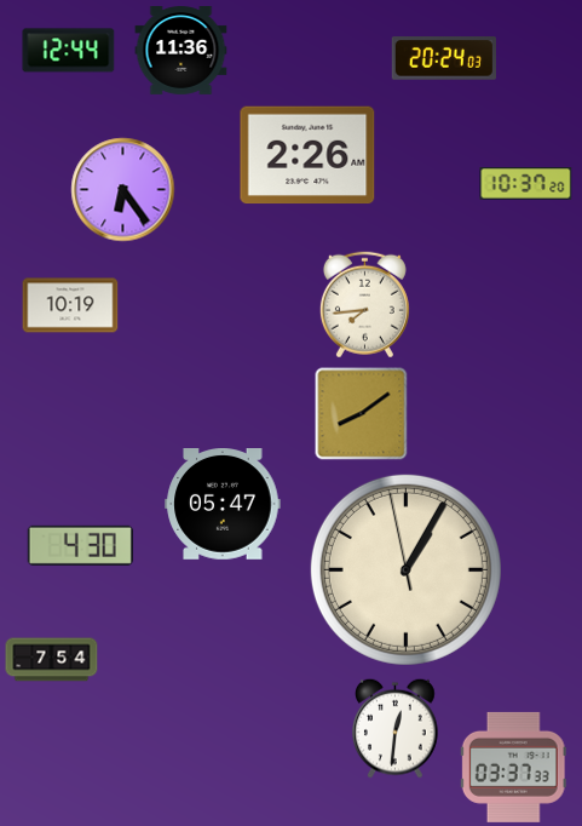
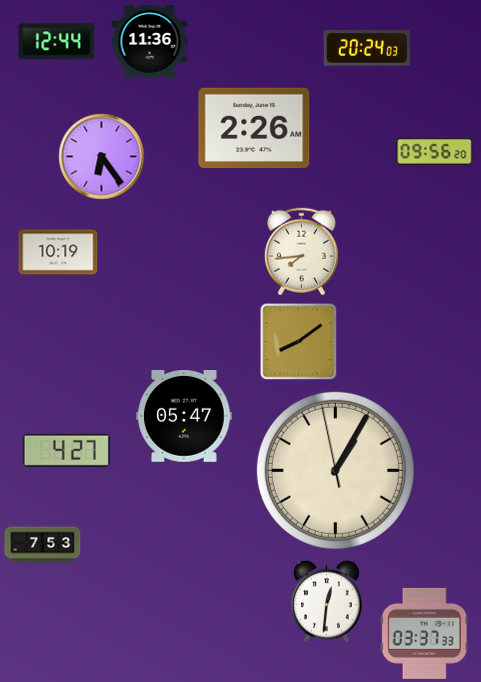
clock at (526, 184): 10:37 -> 09:56
clock at (80, 545): 4:30 -> 4:27
clock at (52, 660): 7:54 -> 7:53
